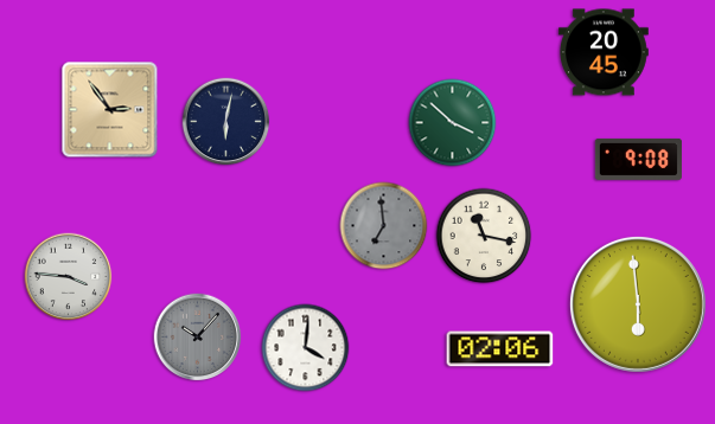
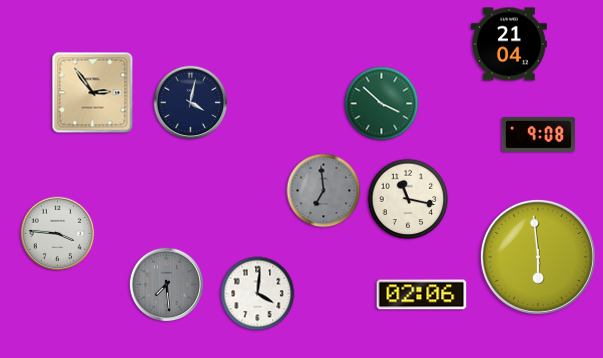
clock at (605, 52): 20:45 -> 21:04
clock at (226, 122): 6:02 -> 4:02
clock at (198, 338): 10:07 -> 7:29
